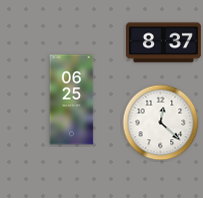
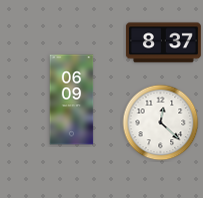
clock at (72, 100): 06:25 -> 06:09
